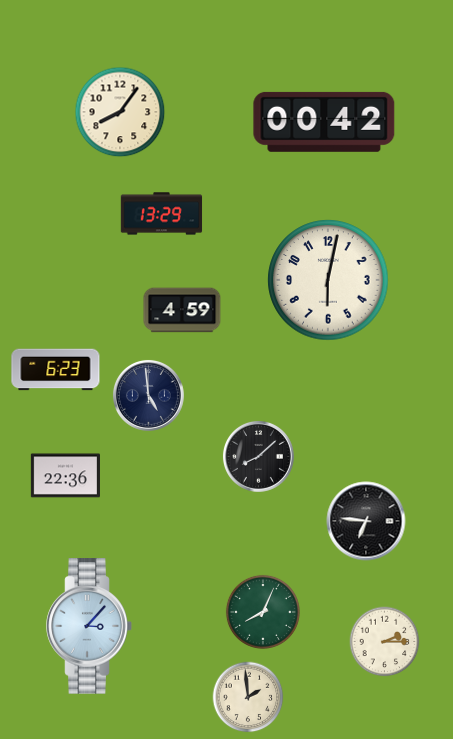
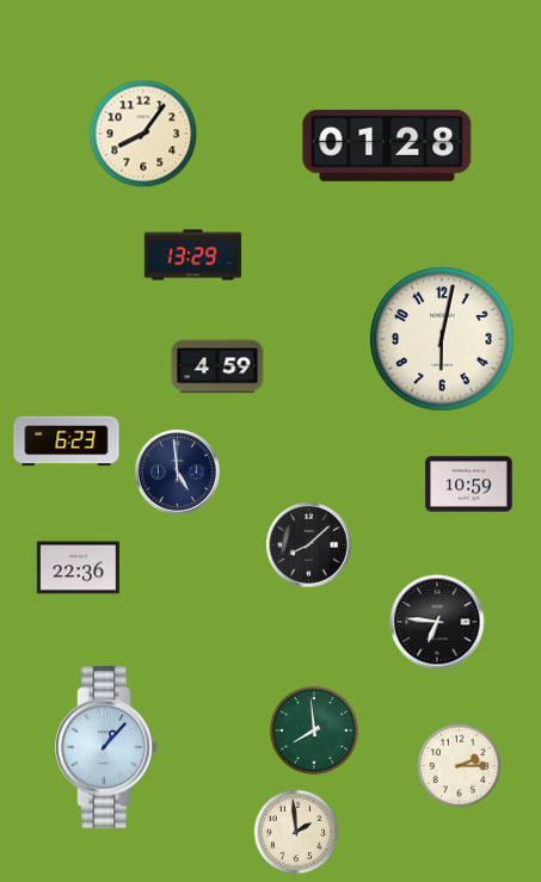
clock at (324, 122): 00:42 -> 01:28
clock at (328, 280) position: (328, 280) -> (442, 339)
clock at (182, 310) position: (182, 310) -> (217, 366)
clock at (469, 485): none -> 10:59
clock at (263, 612): 8:04 -> 7:59
clock at (89, 626): 3:07 -> 1:07
